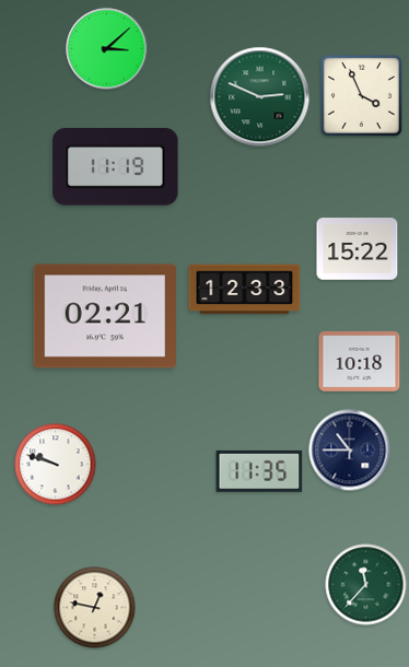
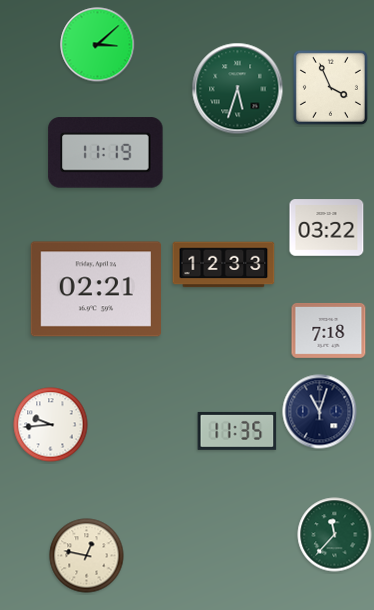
clock at (260, 97): 2:49 -> 5:33
clock at (358, 249): 15:22 -> 03:22
clock at (360, 361): 10:18 -> 7:18
clock at (350, 450): 10:45 -> 11:03
clock at (56, 465): 9:48 -> 9:44
